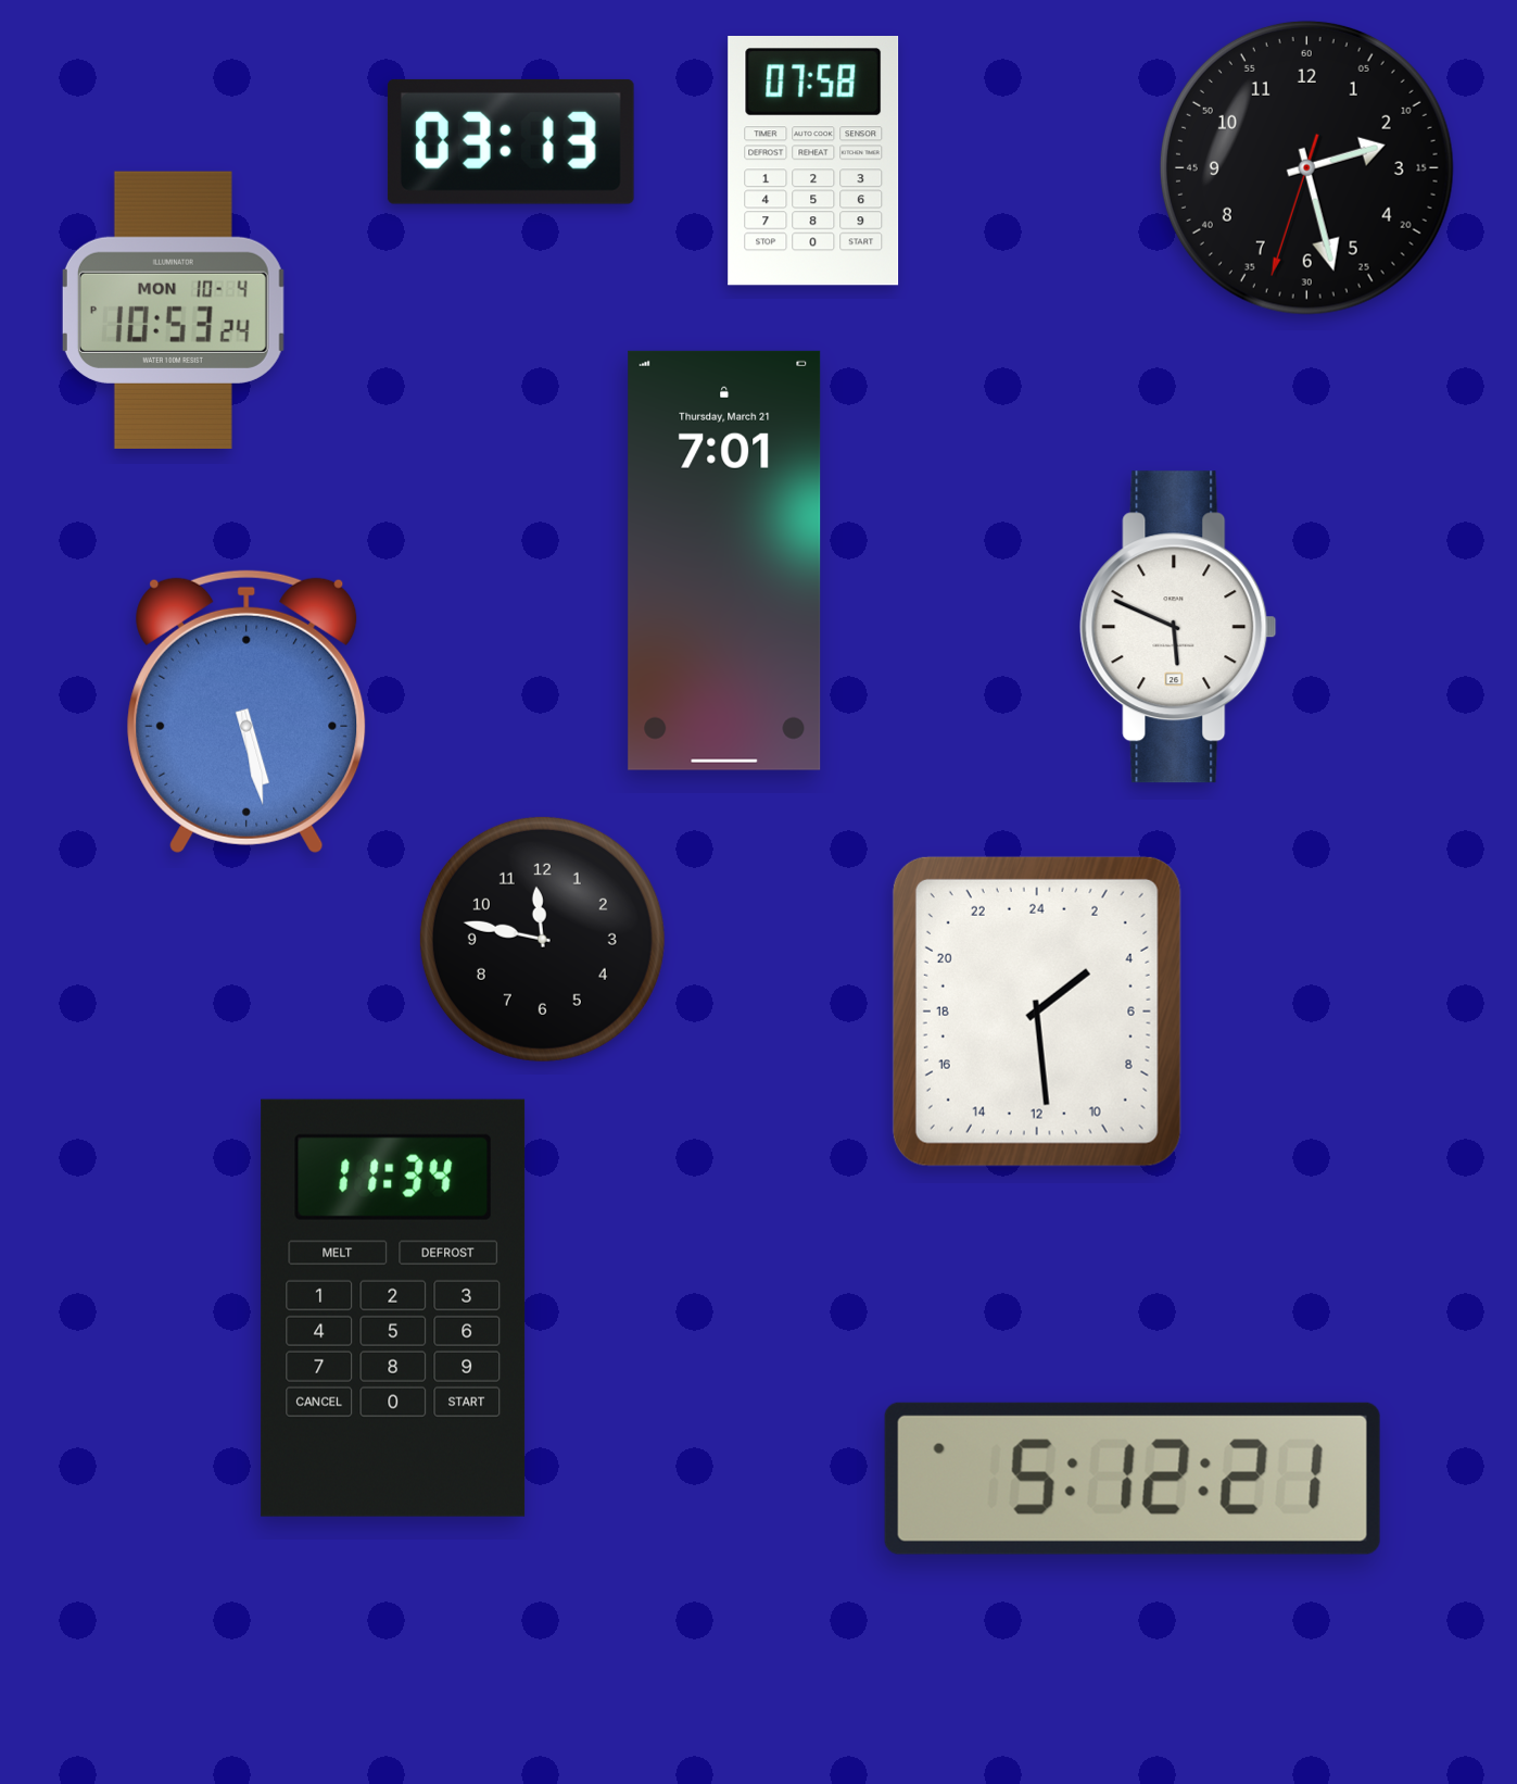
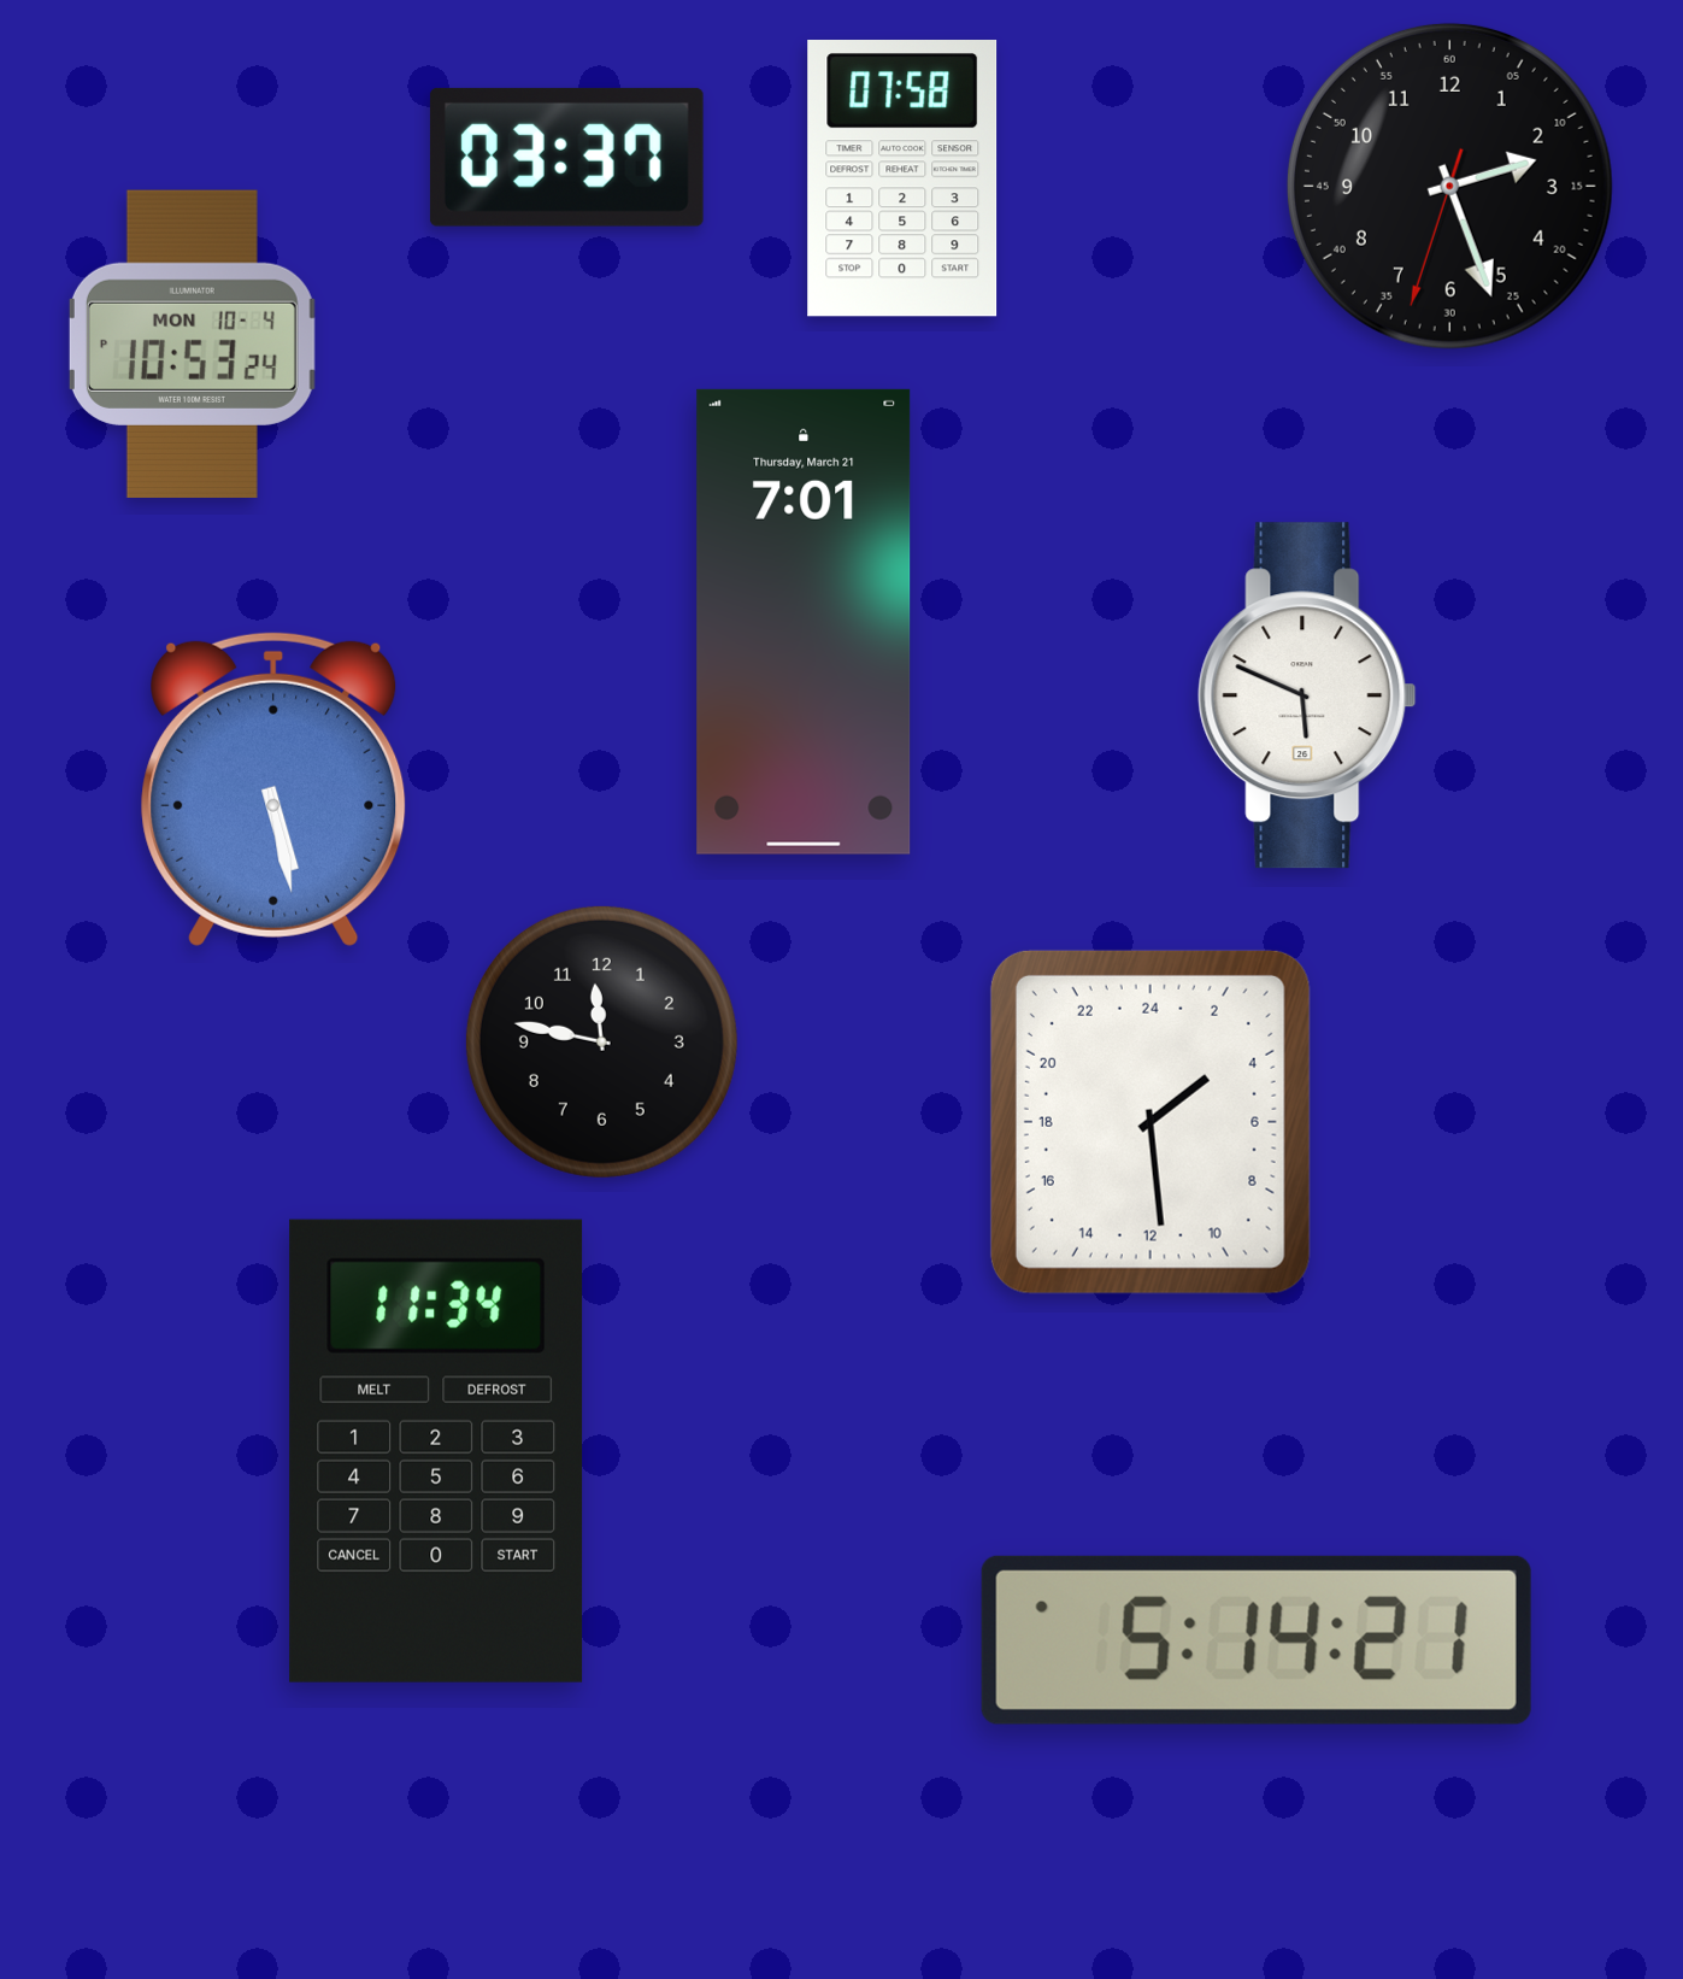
clock at (510, 141): 03:13 -> 03:37
clock at (1306, 167): 2:27 -> 2:26
clock at (1133, 1479): 5:12 -> 5:14
